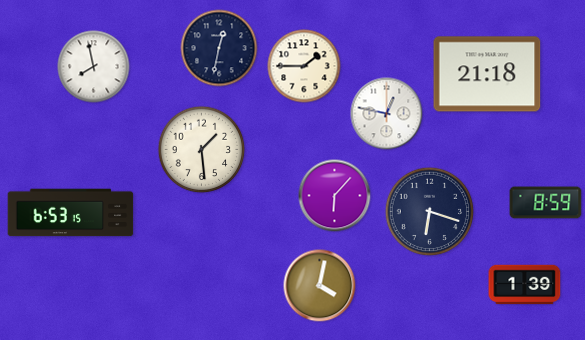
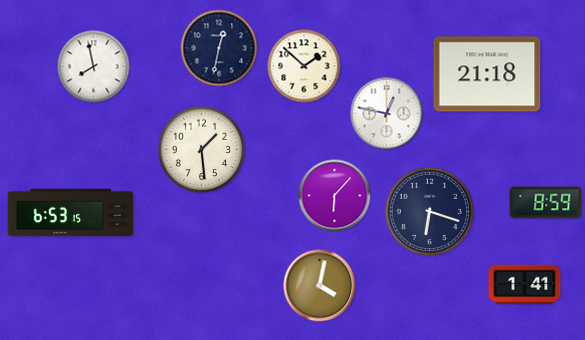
clock at (304, 66): 1:45 -> 1:52
clock at (525, 285): 1:39 -> 1:41
